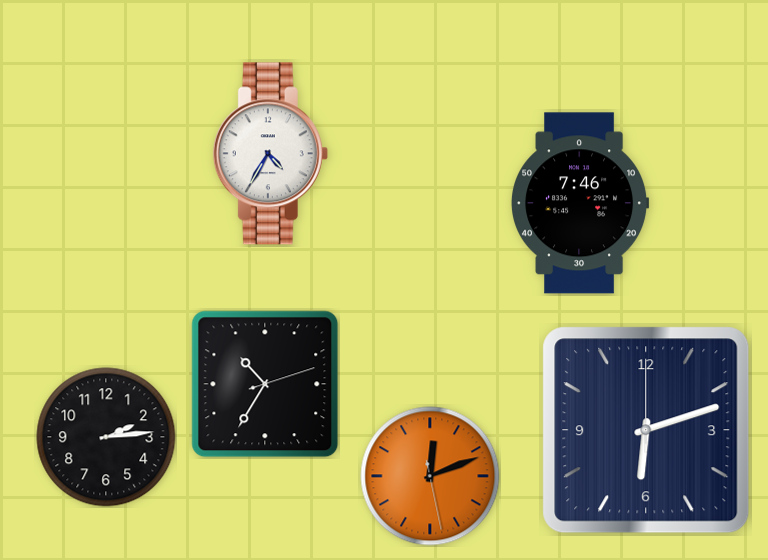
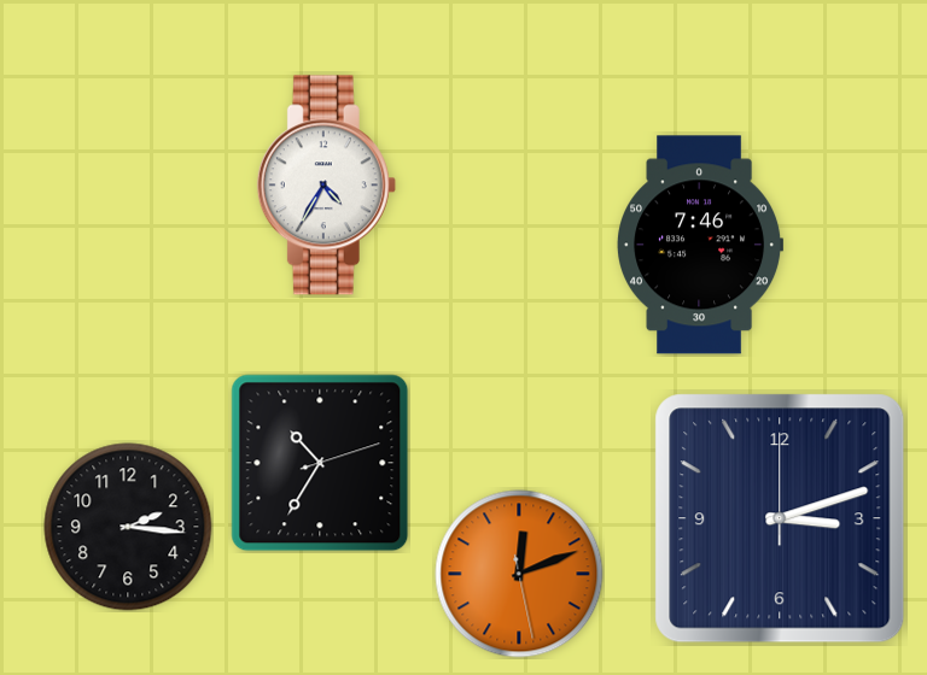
clock at (646, 430): 6:12 -> 3:12
clock at (106, 437): 2:14 -> 2:16
